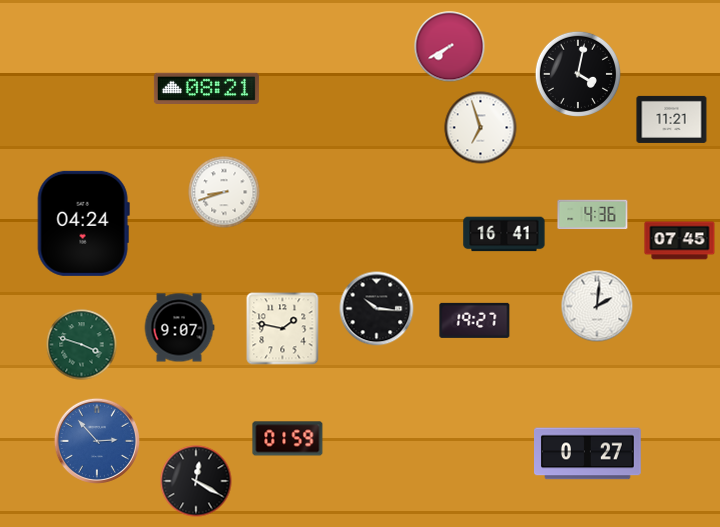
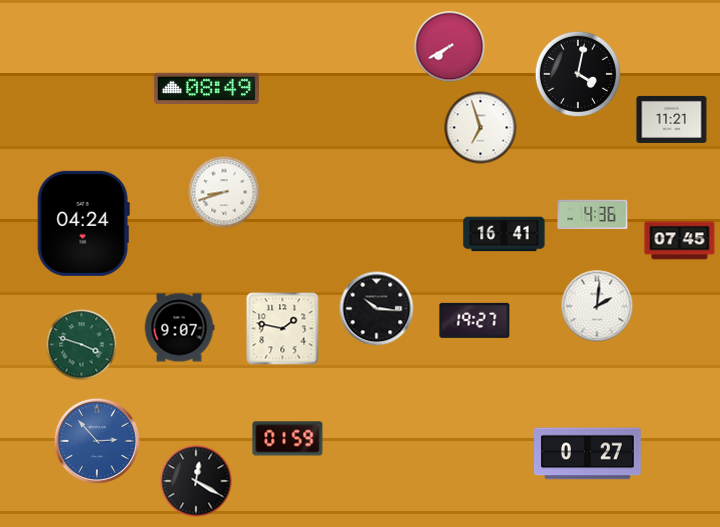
clock at (206, 89): 08:21 -> 08:49
